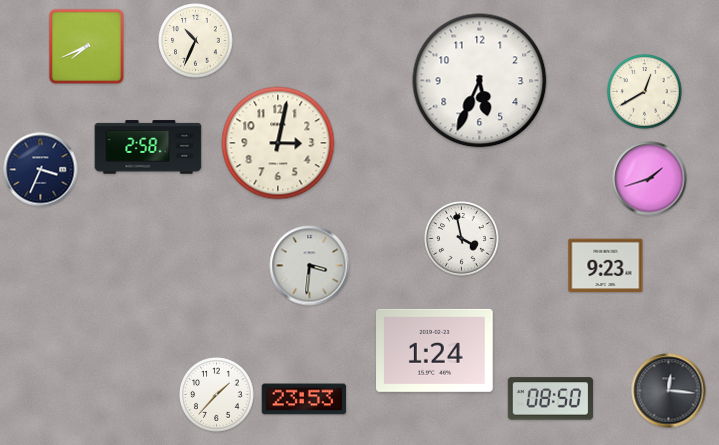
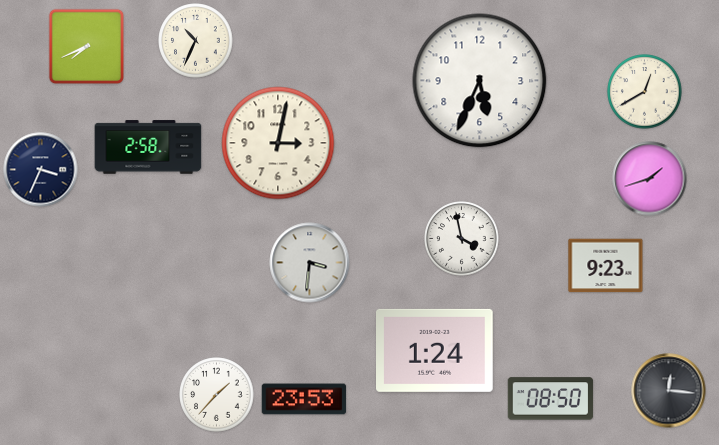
clock at (310, 266) position: (310, 266) -> (310, 263)
